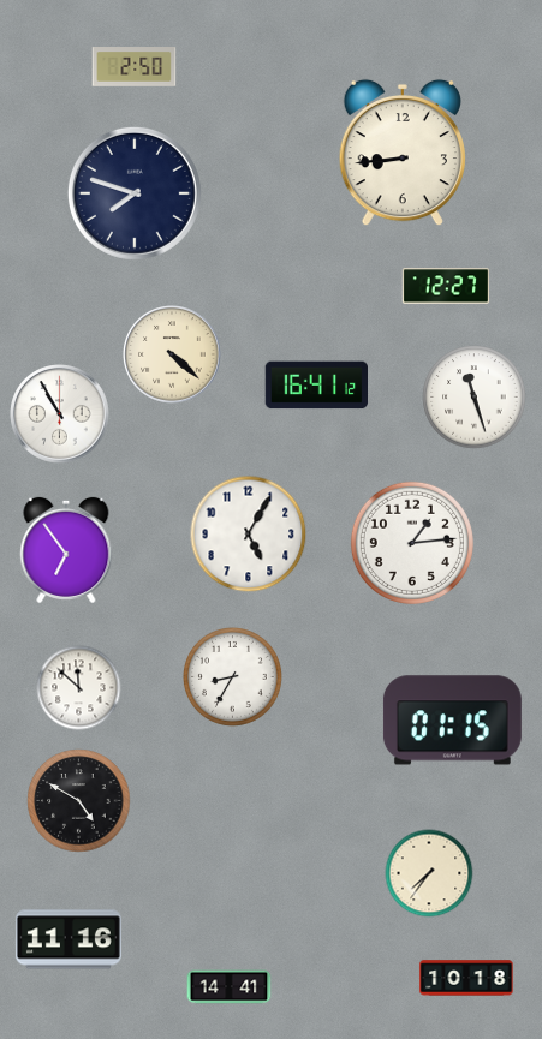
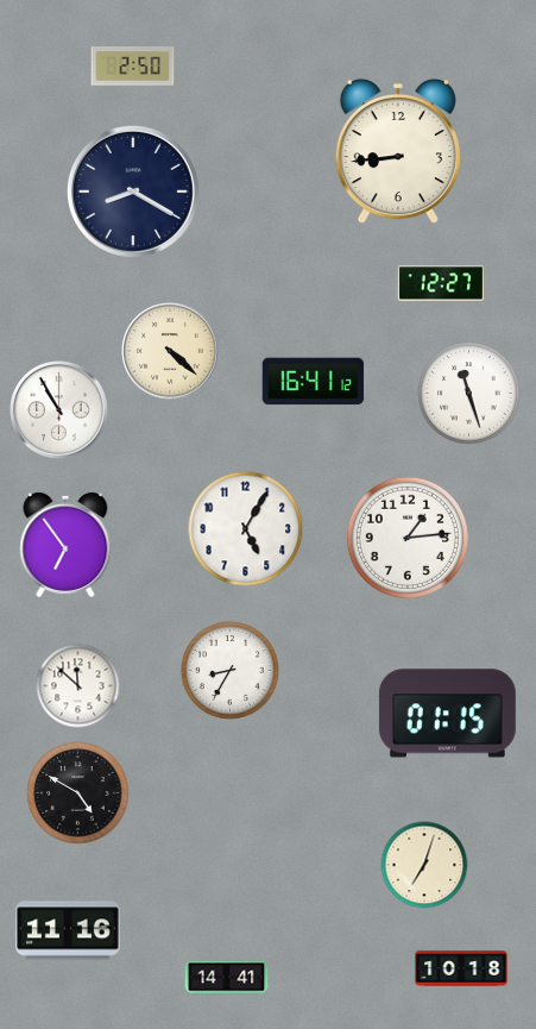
clock at (135, 193): 7:48 -> 8:20
clock at (79, 688) position: (79, 688) -> (78, 686)
clock at (429, 873): 7:36 -> 7:03
